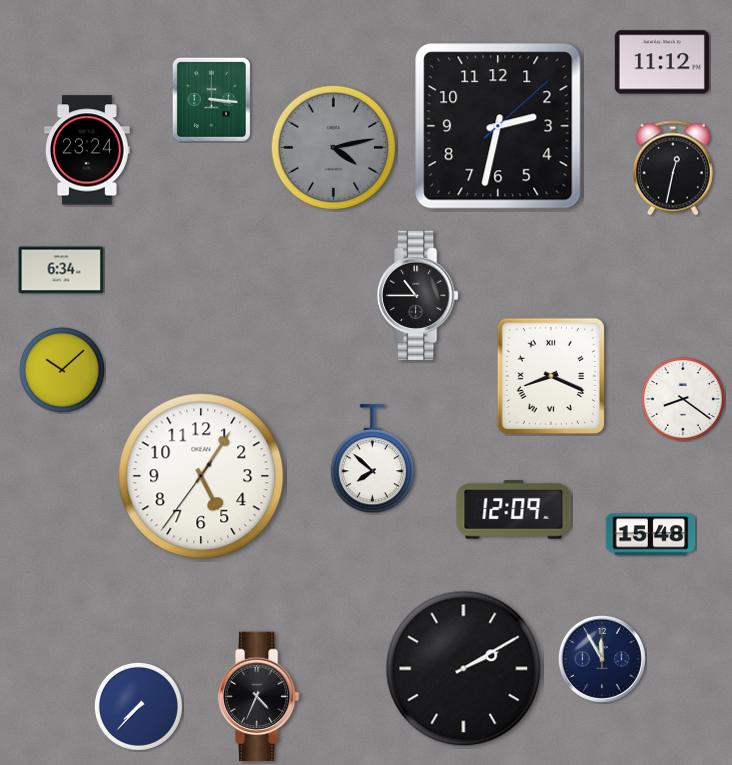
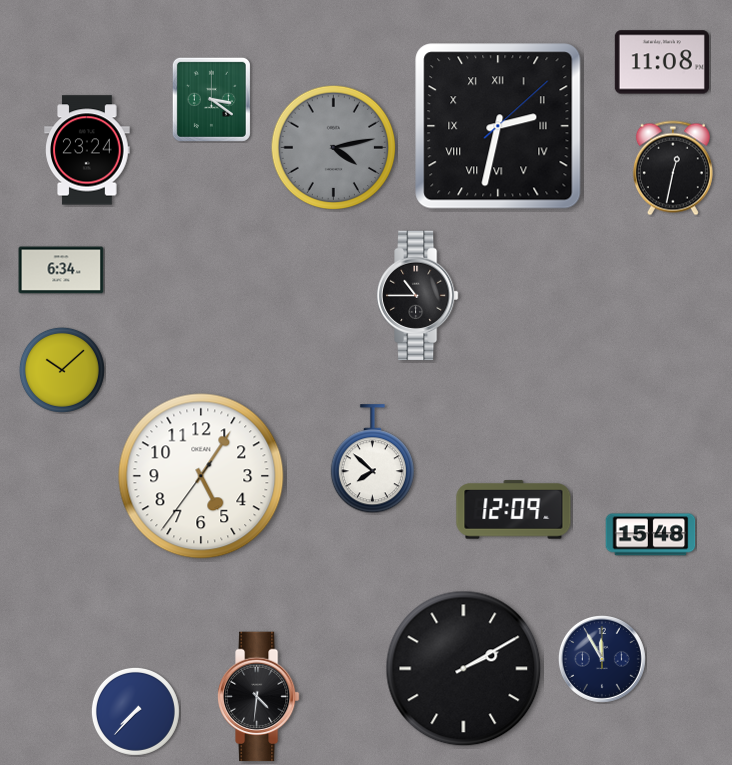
clock at (662, 62): 11:12 -> 11:08
clock at (211, 99): 3:16 -> 3:21
clock at (498, 126) numerals: Arabic -> Roman
clock at (550, 375): 8:19 -> none
clock at (683, 399): 8:21 -> none
clock at (259, 697): 4:34 -> 4:31
clock at (138, 706) position: (138, 706) -> (135, 711)
